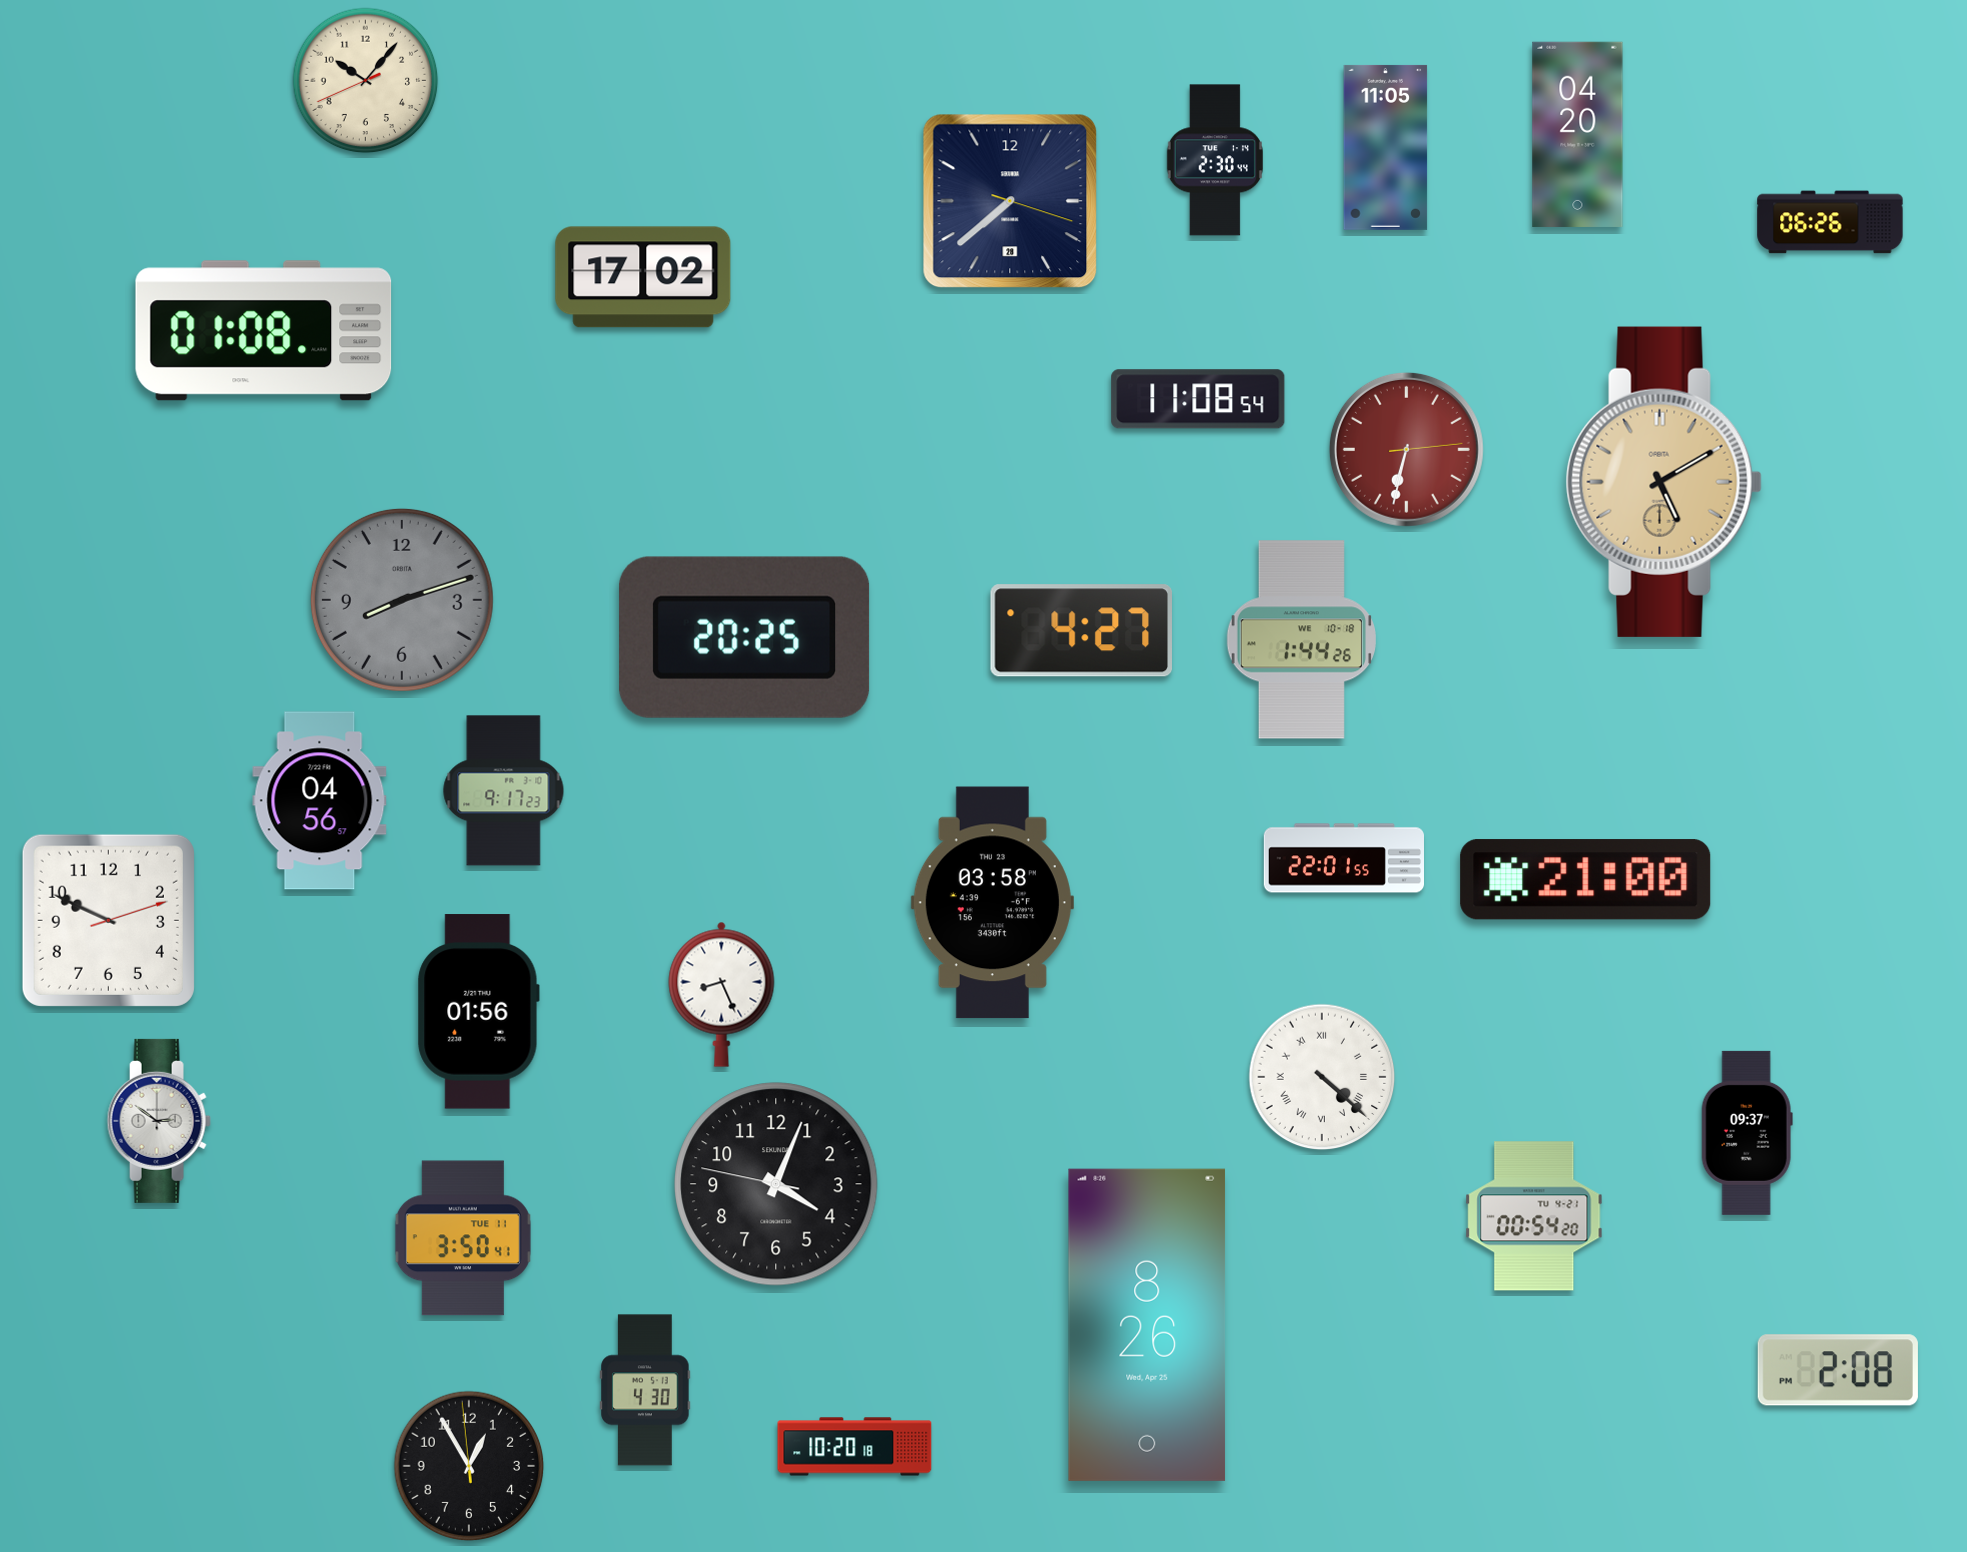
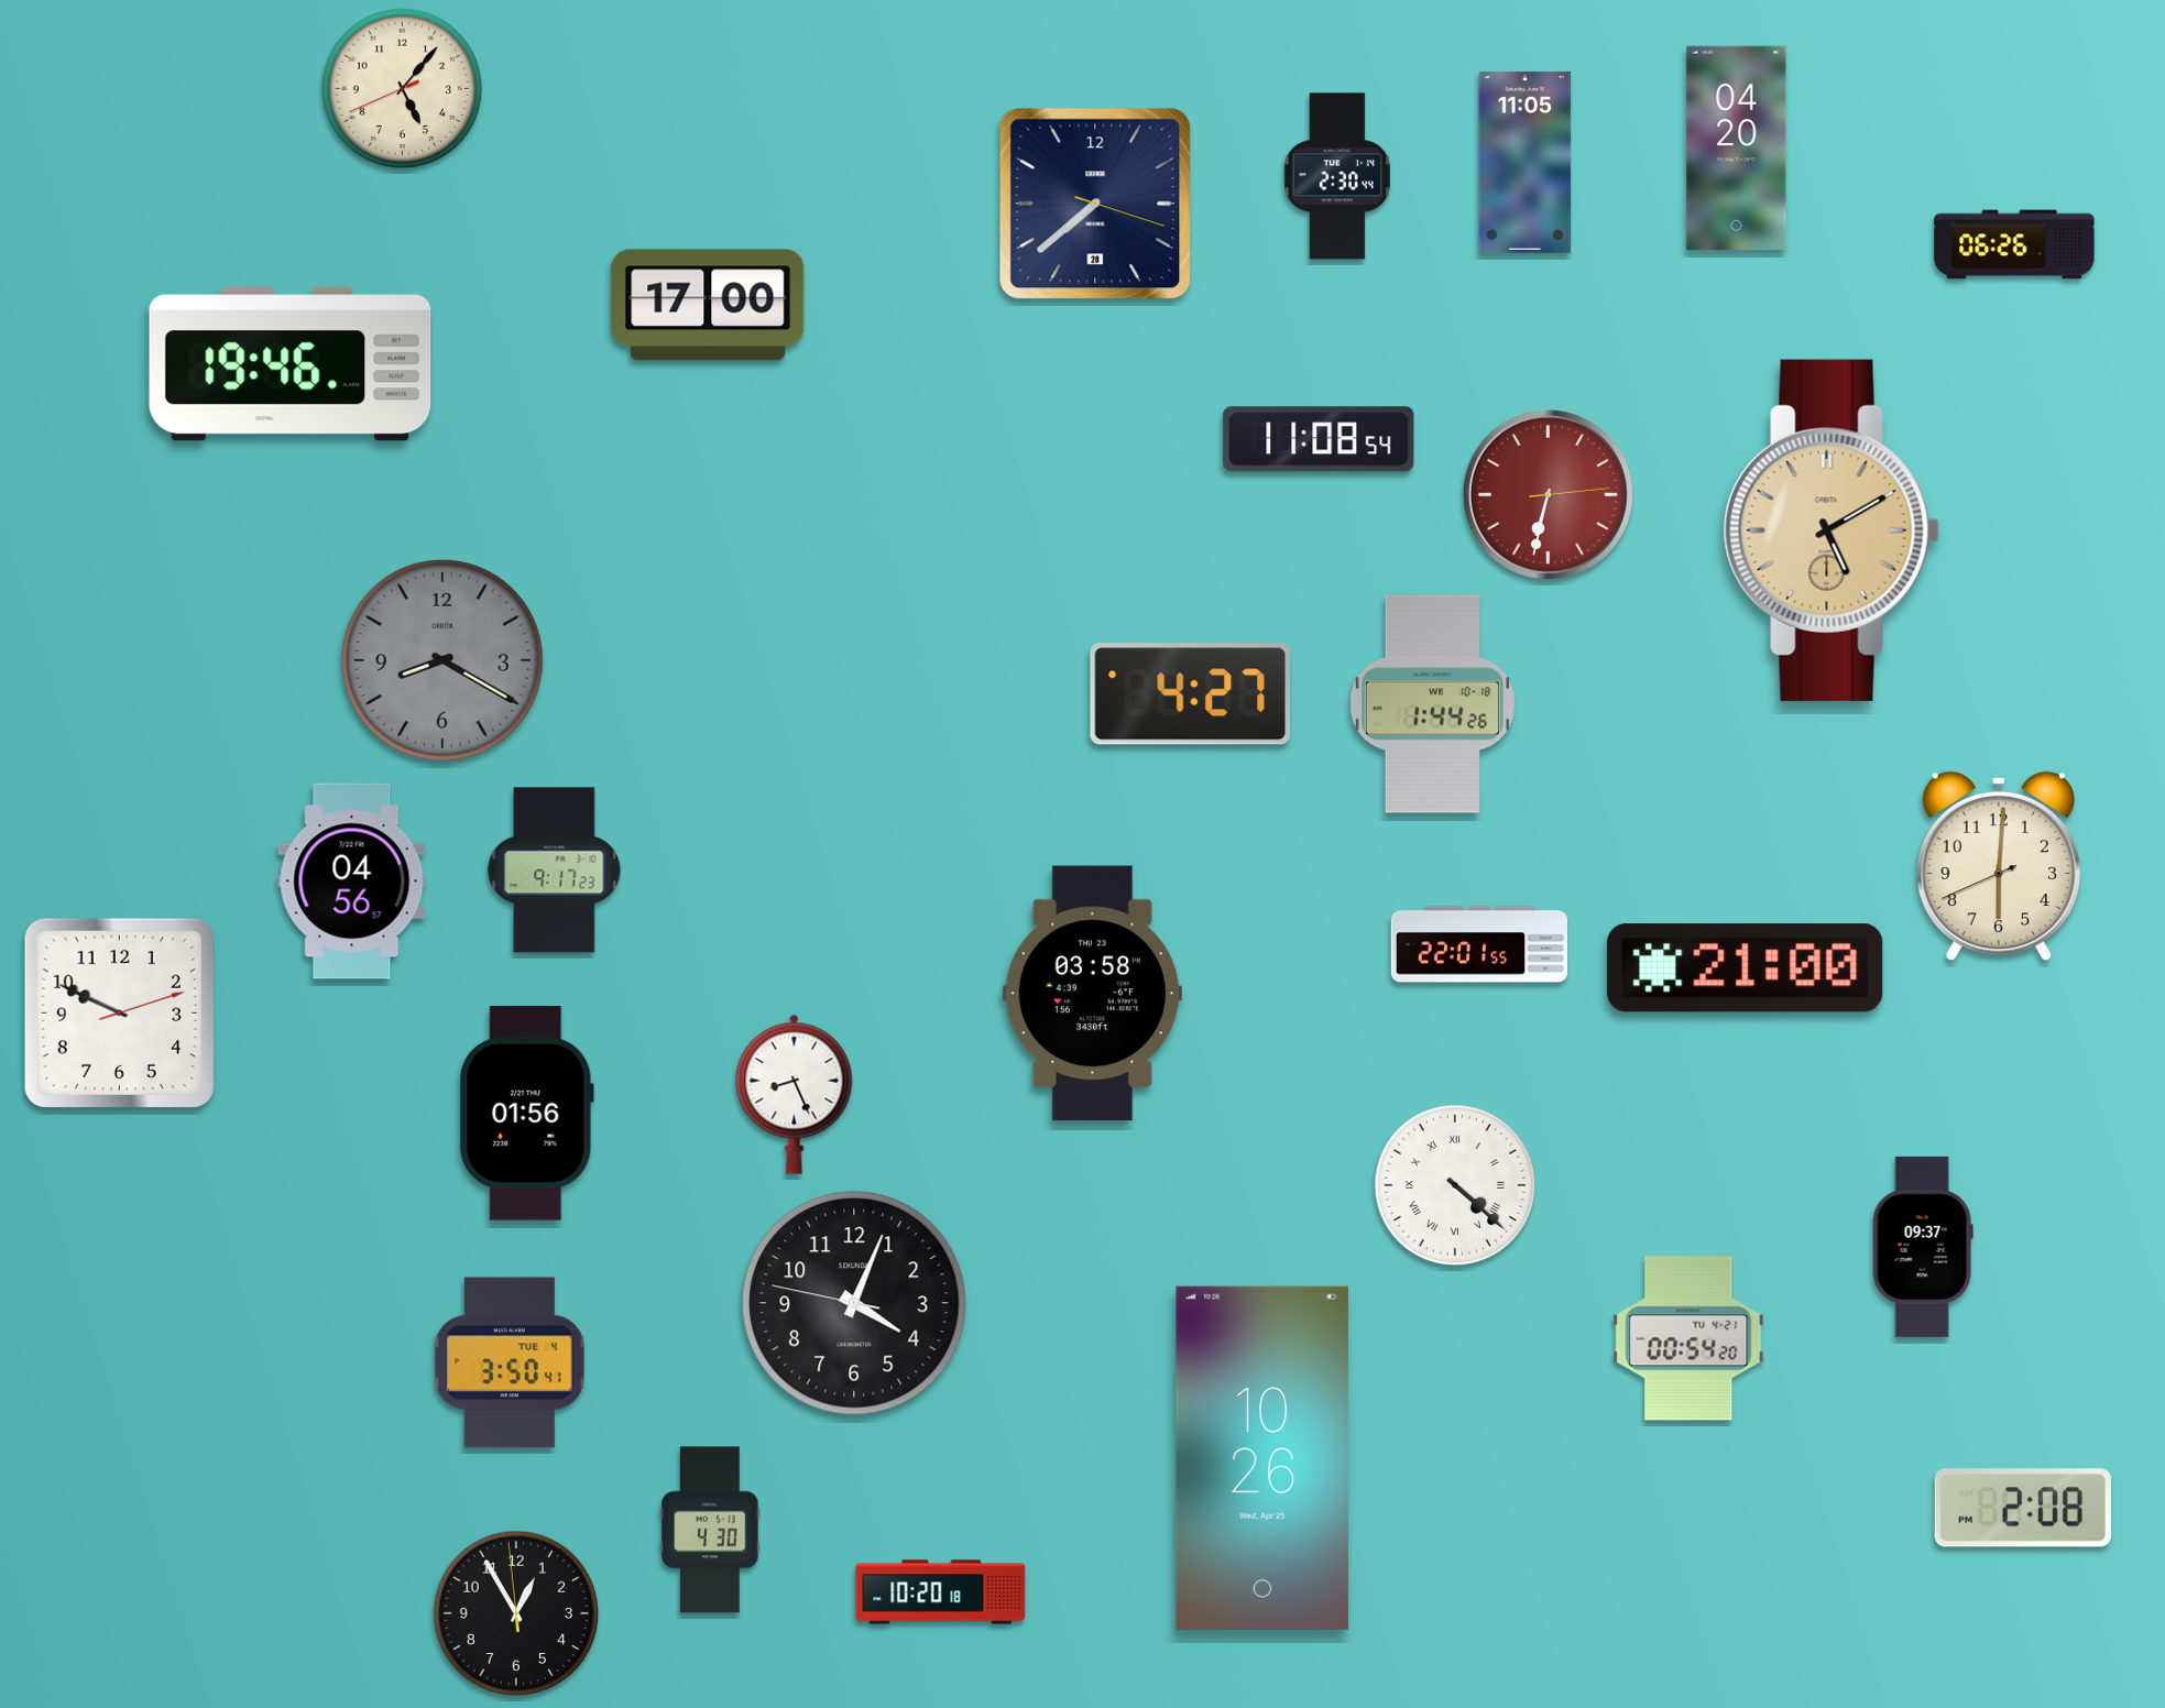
clock at (366, 81): 10:06 -> 5:06
clock at (1010, 201) position: (1010, 201) -> (1095, 204)
clock at (643, 277): 17:02 -> 17:00
clock at (264, 331): 01:08 -> 19:46
clock at (402, 600): 8:12 -> 8:20
clock at (745, 637): 20:25 -> none
clock at (1999, 866): none -> 6:00
clock at (159, 1121): 2:51 -> none
clock at (463, 1238) date: TUE 11 -> TUE 4
clock at (1147, 1325): 8:26 -> 10:26
